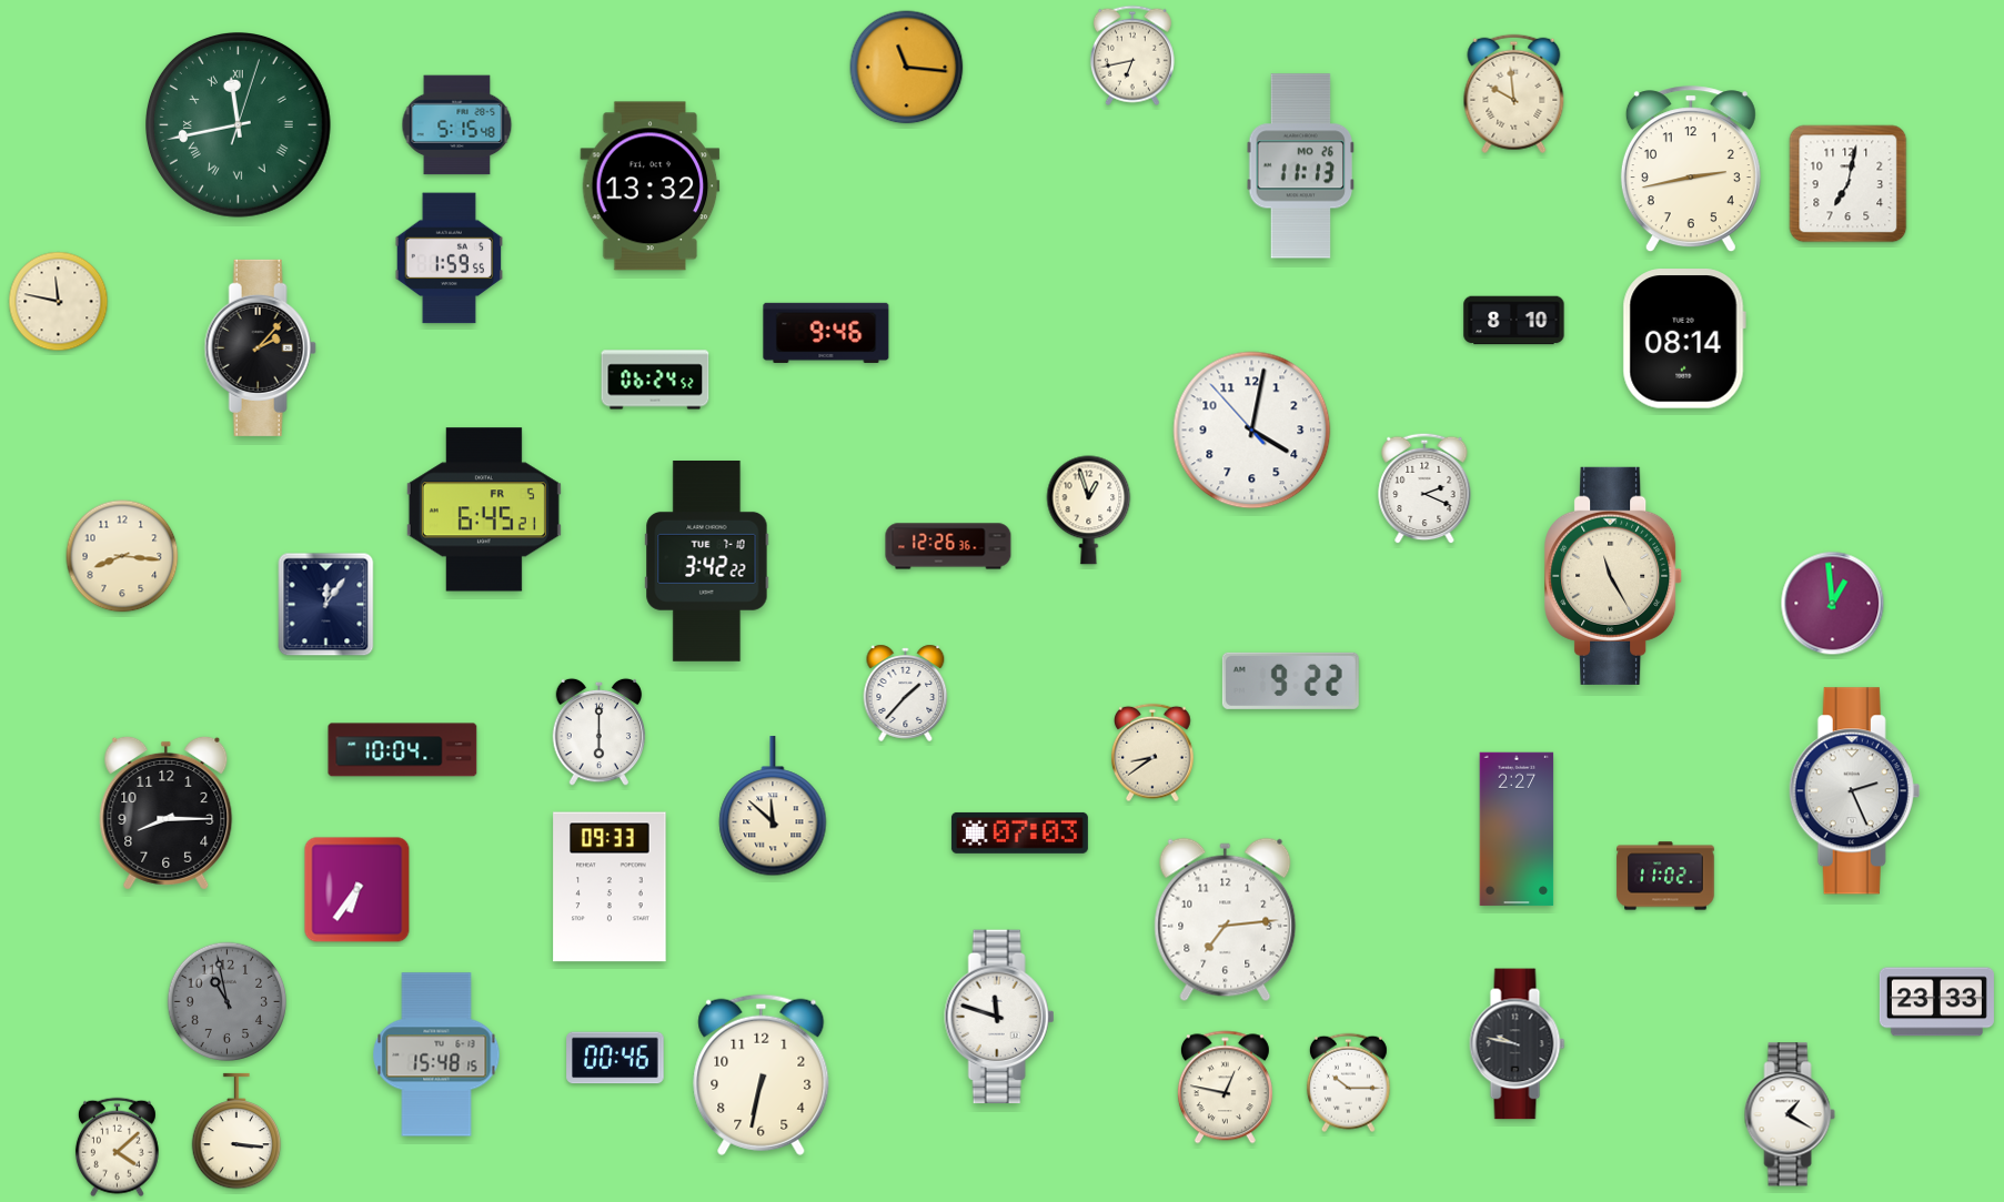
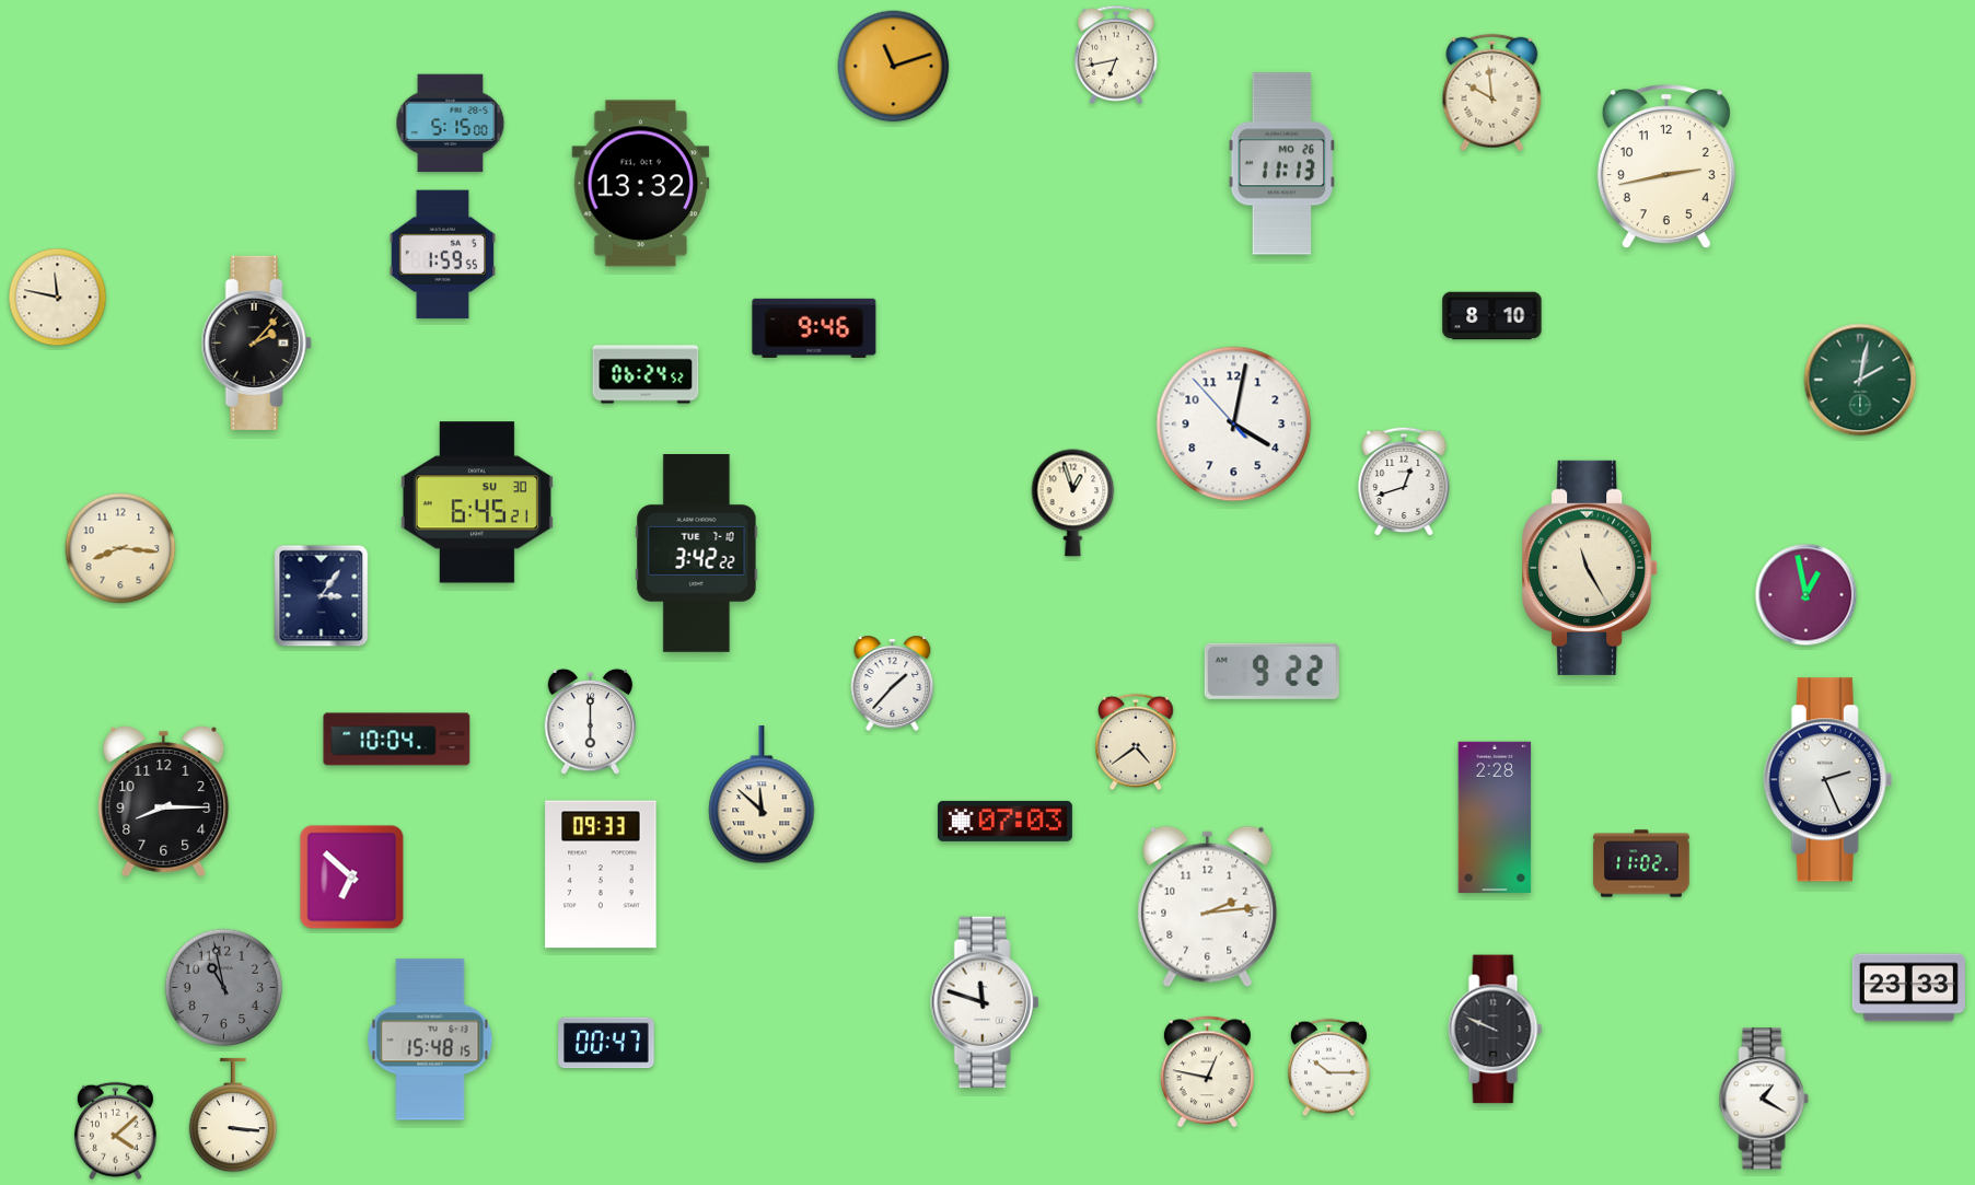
clock at (907, 68): 11:16 -> 11:12
clock at (239, 125): 11:43 -> none
clock at (457, 125): 5:15:48 -> 5:15:00
clock at (1849, 184): 7:02 -> none
clock at (1684, 340): 08:14 -> none
clock at (1860, 380): none -> 2:02
clock at (1424, 488): 2:19 -> 12:42
clock at (484, 509) date: FR 5 -> SU 30
clock at (948, 546): 12:26 -> none
clock at (1833, 604): 12:59 -> 12:58
clock at (326, 605): 12:06 -> 3:06
clock at (1154, 752): 8:39 -> 4:39
clock at (1517, 829): 2:27 -> 2:28
clock at (358, 890): 6:36 -> 6:52
clock at (1226, 920): 7:14 -> 2:14
clock at (1518, 1044): 9:47 -> 9:49
clock at (615, 1058): 00:46 -> 00:47
clock at (762, 1074): 6:32 -> none
